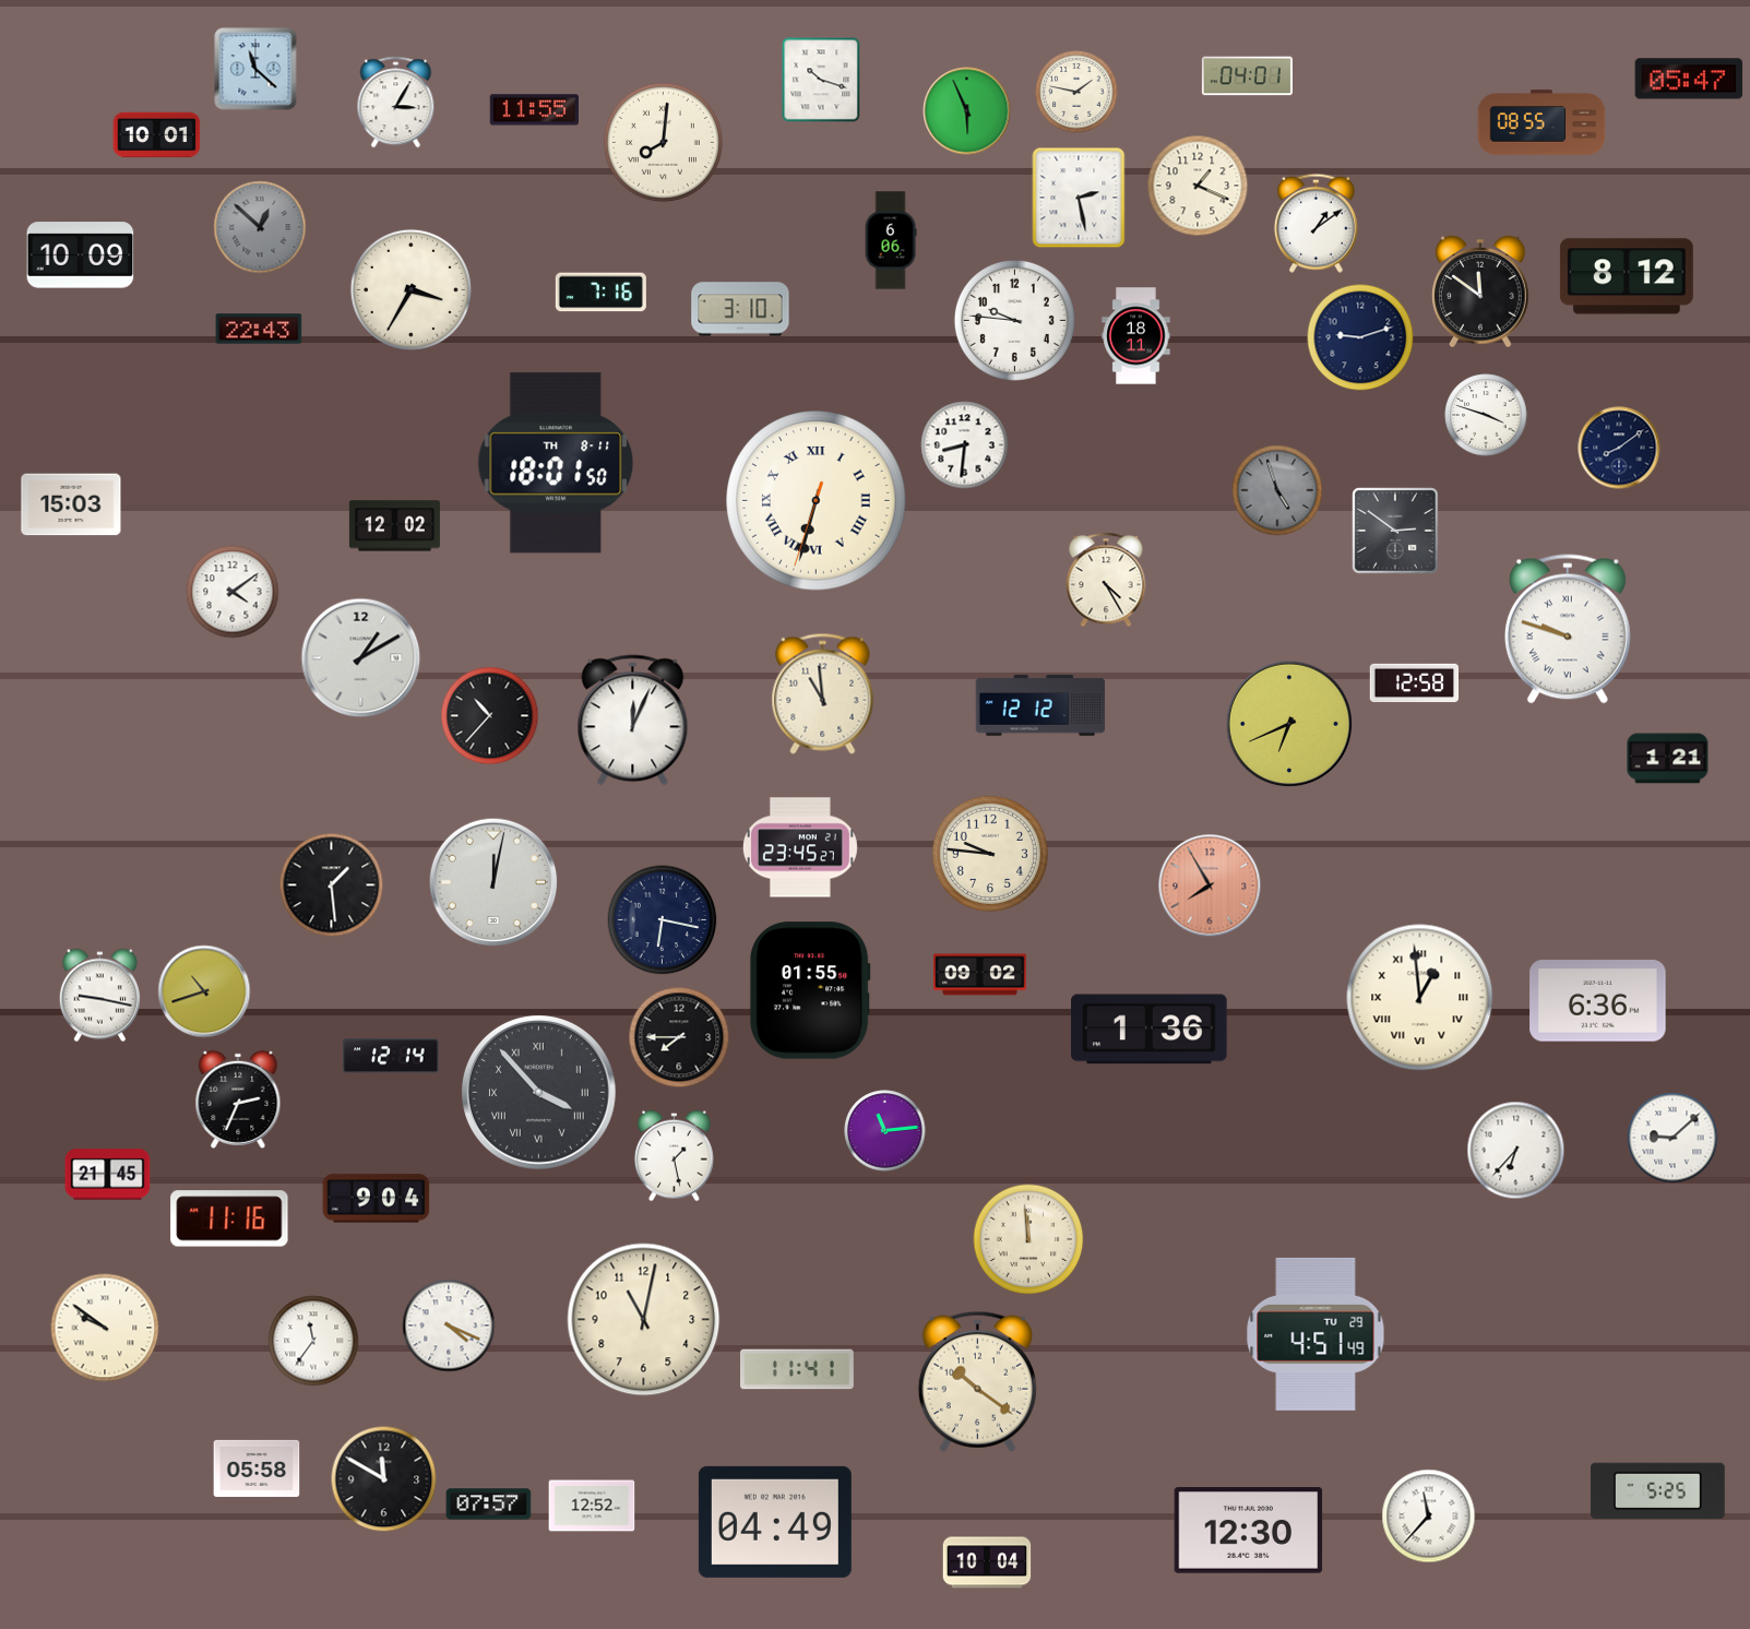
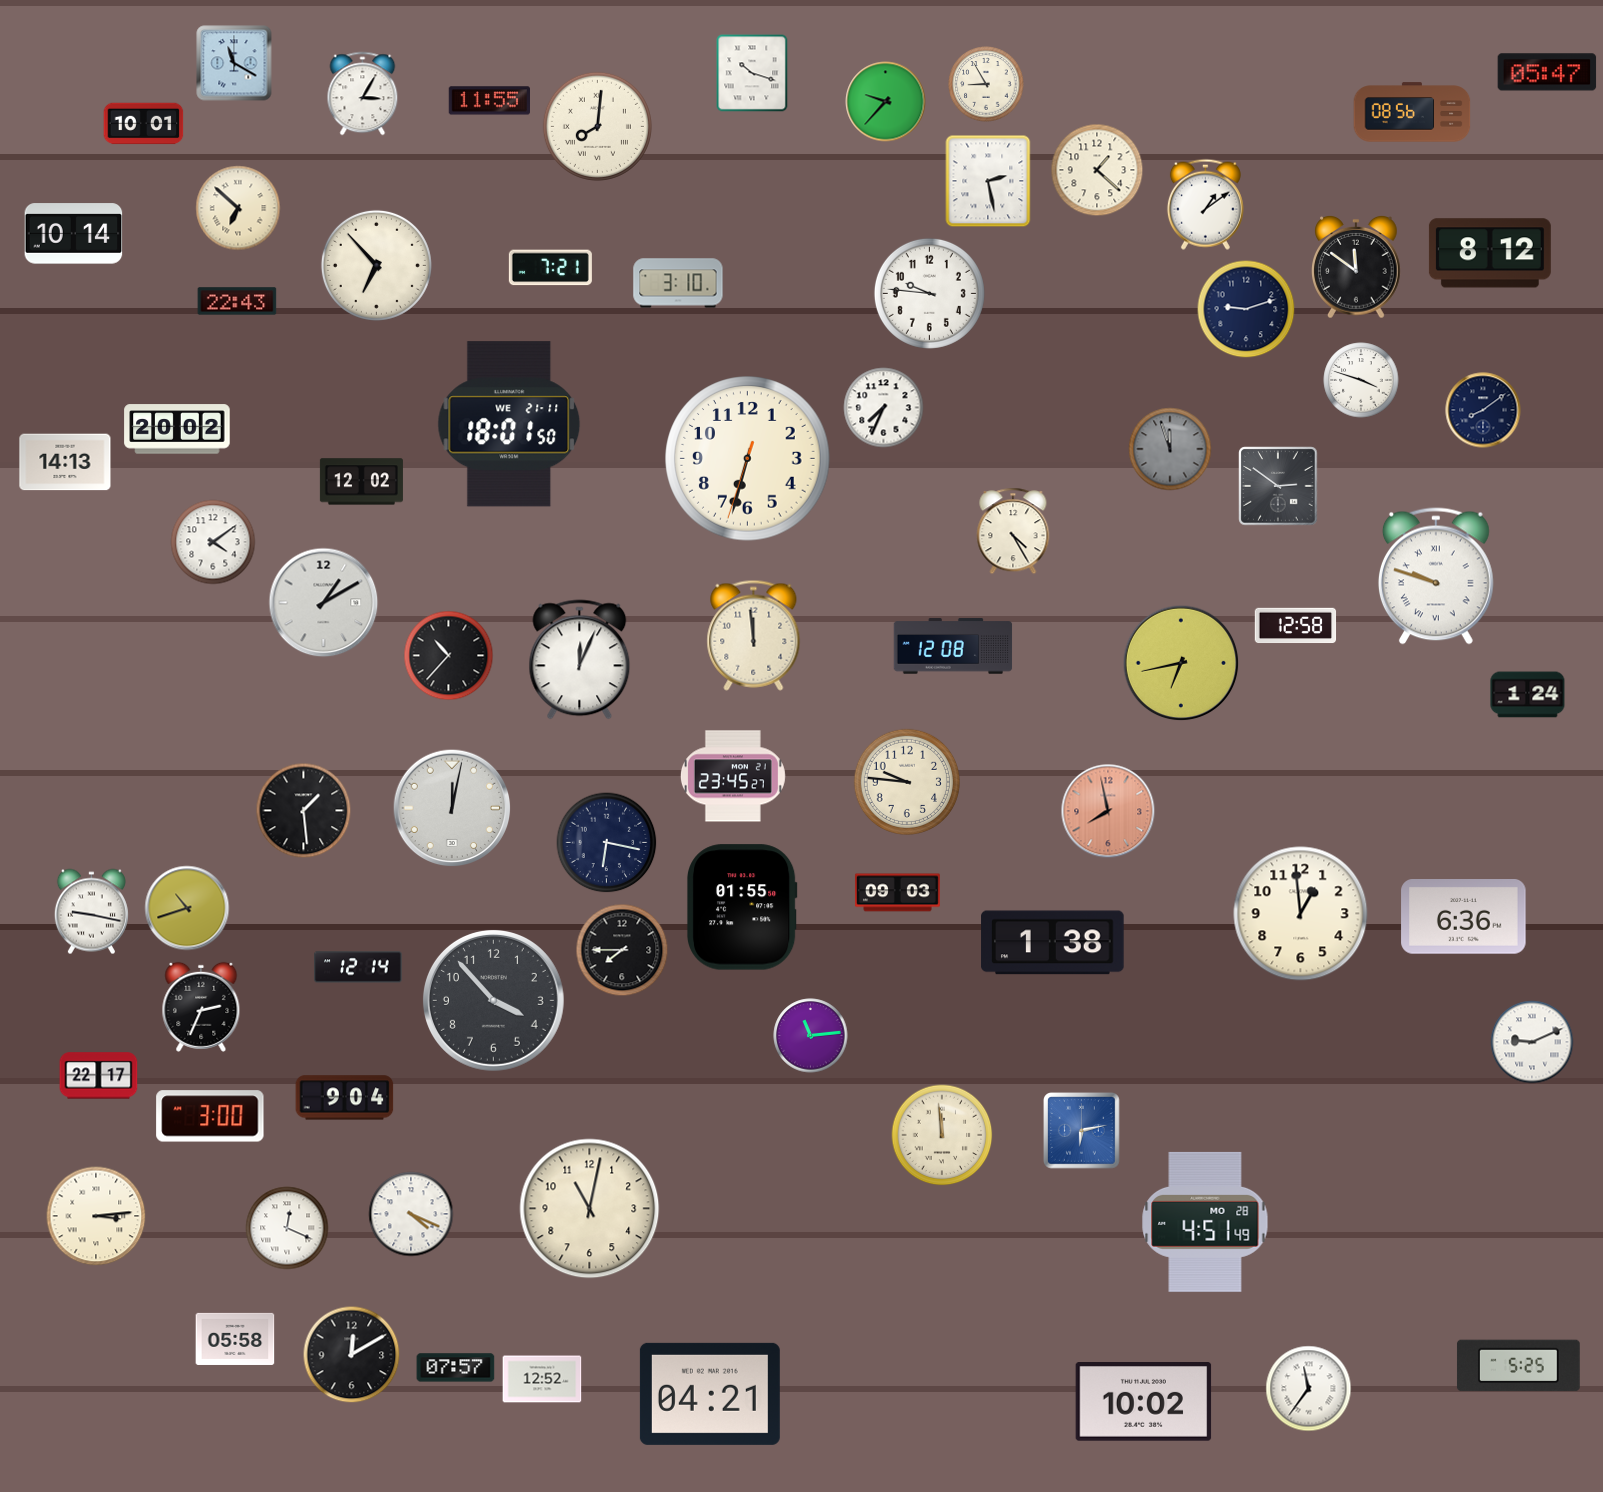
clock at (255, 69): 11:22 -> 11:20
clock at (1247, 76): 04:01 -> none
clock at (1076, 92): 1:47 -> 8:55
clock at (967, 111): 5:56 -> 9:37
clock at (1541, 122): 08:55 -> 08:56
clock at (663, 142) position: (663, 142) -> (597, 126)
clock at (1198, 186): 1:19 -> 1:22
clock at (260, 227): 12:52 -> 6:52
clock at (260, 227) dial: grey -> cream
clock at (891, 240): 6:06 -> none
clock at (81, 255): 10:09 -> 10:14
clock at (410, 289): 3:35 -> 6:53
clock at (600, 293): 7:16 -> 7:21
clock at (1136, 336): 18:11 -> none
clock at (965, 445): 8:31 -> 7:34
clock at (556, 463) date: TH 8-11 -> WE 21-11
clock at (177, 429): none -> 20:02
clock at (1277, 490): 4:57 -> 11:57
clock at (817, 501) numerals: Roman -> Arabic
clock at (71, 504): 15:03 -> 14:13
clock at (361, 658) position: (361, 658) -> (324, 603)
clock at (823, 693): 10:59 -> 11:59
clock at (1040, 705): 12:12 -> 12:08
clock at (1289, 724): 6:41 -> 6:43
clock at (1668, 759): 1:21 -> 1:24
clock at (1210, 885): 7:55 -> 7:58
clock at (979, 975): 09:02 -> 09:03
clock at (1420, 998) numerals: Roman -> Arabic
clock at (1150, 1030): 1:36 -> 1:38
clock at (538, 1092) numerals: Roman -> Arabic
clock at (238, 1099) position: (238, 1099) -> (201, 1007)
clock at (1672, 1138): 9:08 -> 9:11
clock at (1516, 1151): 6:37 -> none
clock at (674, 1156): 1:28 -> none
clock at (108, 1175): 21:45 -> 22:17
clock at (229, 1218): 11:16 -> 3:00
clock at (1082, 1131): none -> 6:13
clock at (105, 1328): 9:51 -> 3:14
clock at (1316, 1334) date: TU 29 -> MO 28
clock at (313, 1341): 11:36 -> 12:19
clock at (798, 1369): 11:41 -> none
clock at (977, 1381): 10:21 -> none
clock at (257, 1469) position: (257, 1469) -> (235, 1339)
clock at (384, 1479): 11:50 -> 12:10
clock at (489, 1505) position: (489, 1505) -> (456, 1368)
clock at (1429, 1517): 11:37 -> 11:36
clock at (775, 1522): 04:49 -> 04:21
clock at (1249, 1531): 12:30 -> 10:02
clock at (987, 1562): 10:04 -> none
